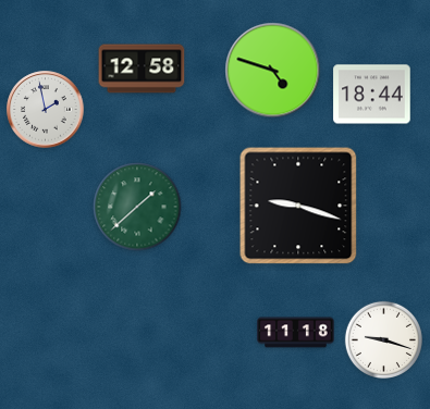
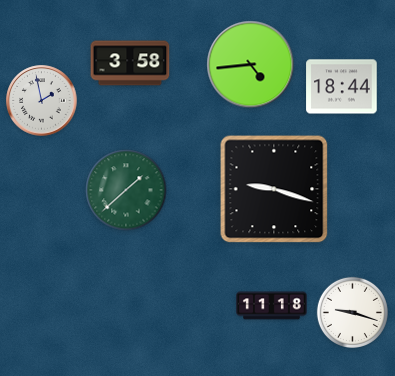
clock at (142, 69): 12:58 -> 3:58
clock at (273, 71): 4:48 -> 4:44
